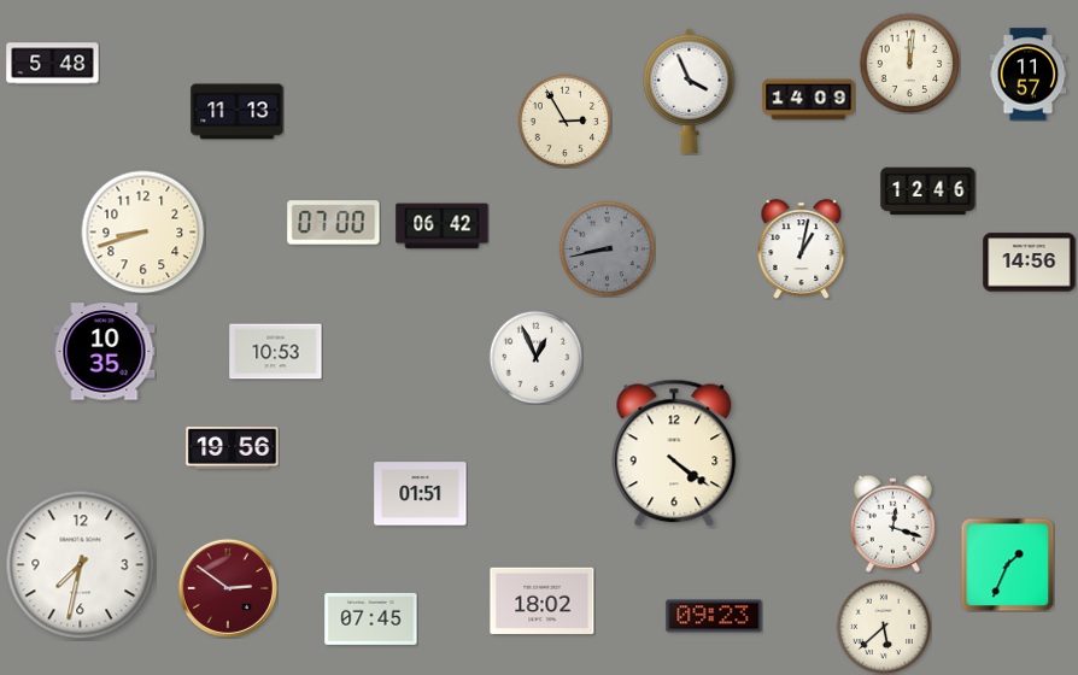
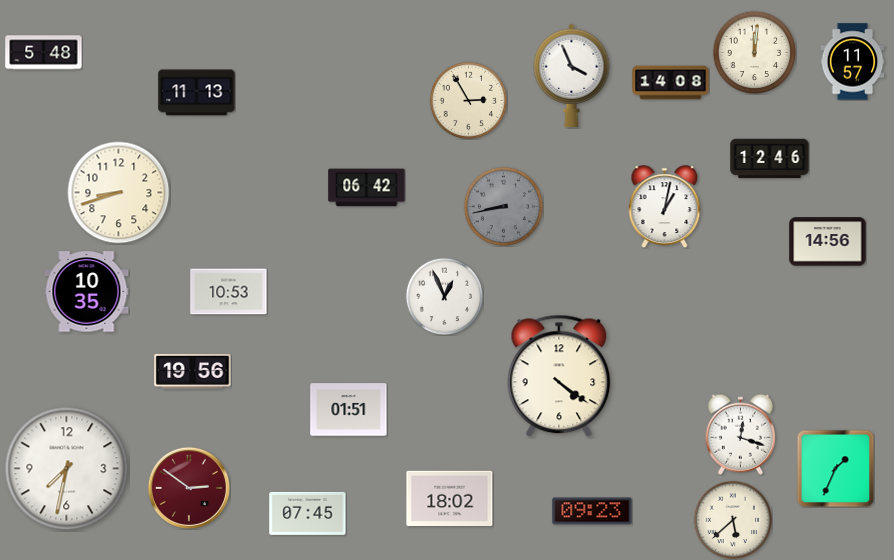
clock at (809, 100): 14:09 -> 14:08
clock at (334, 223): 07:00 -> none
clock at (1030, 263) position: (1030, 263) -> (828, 242)
